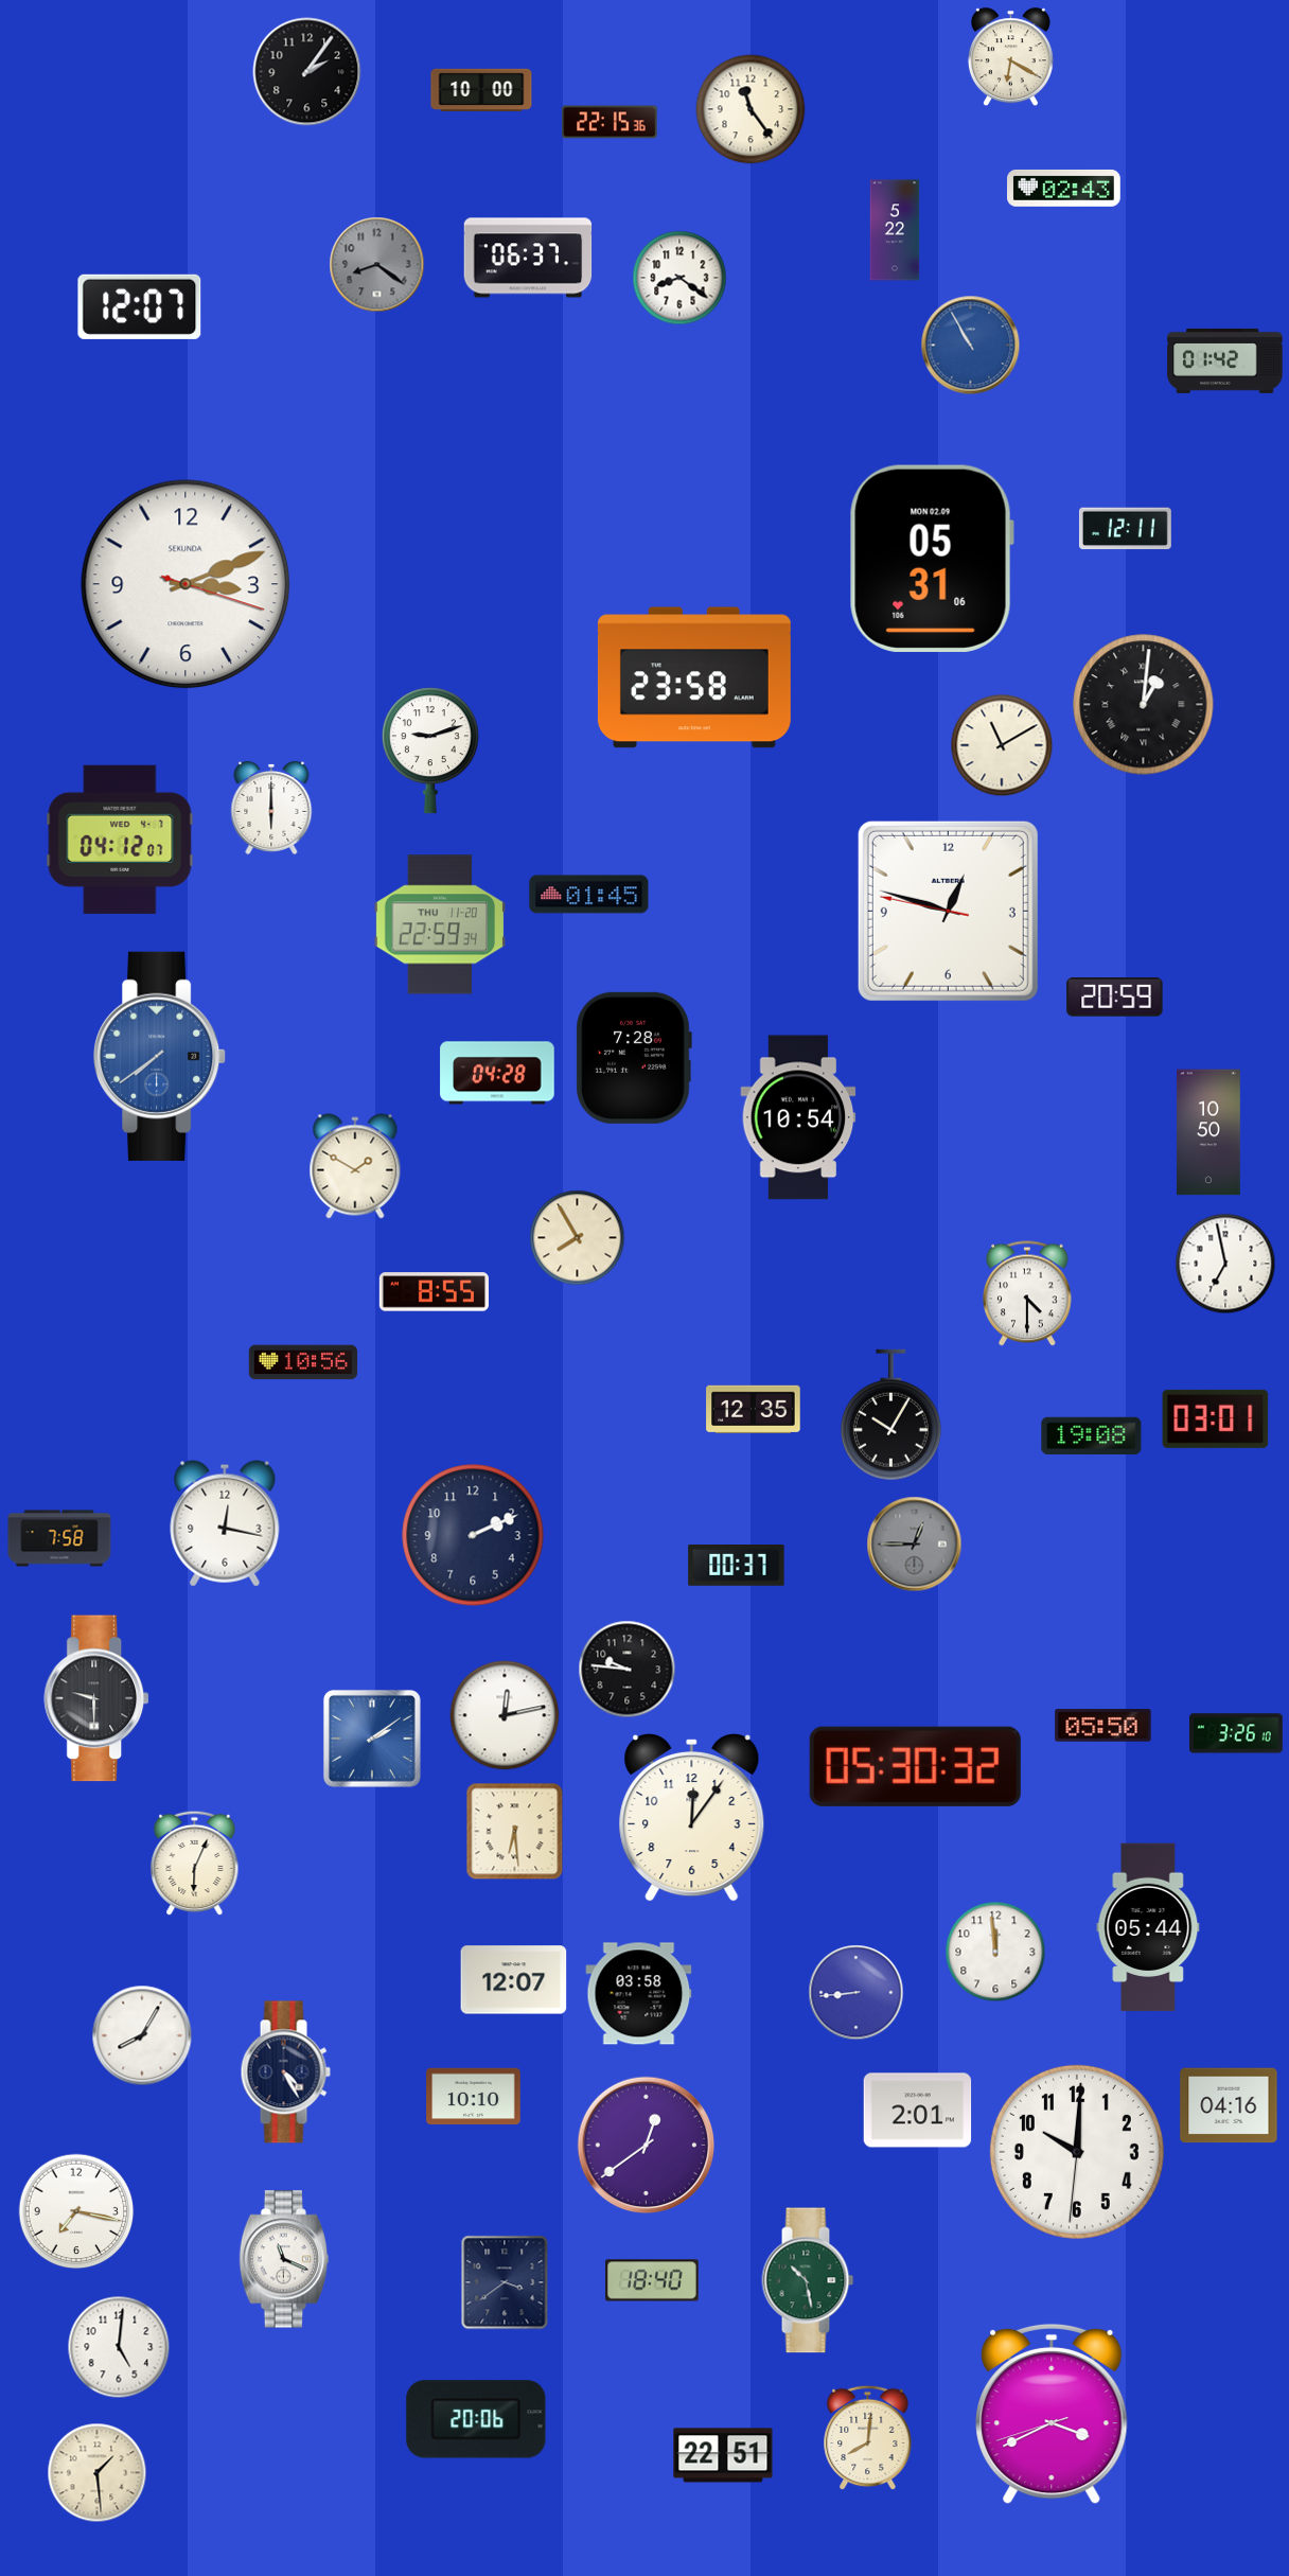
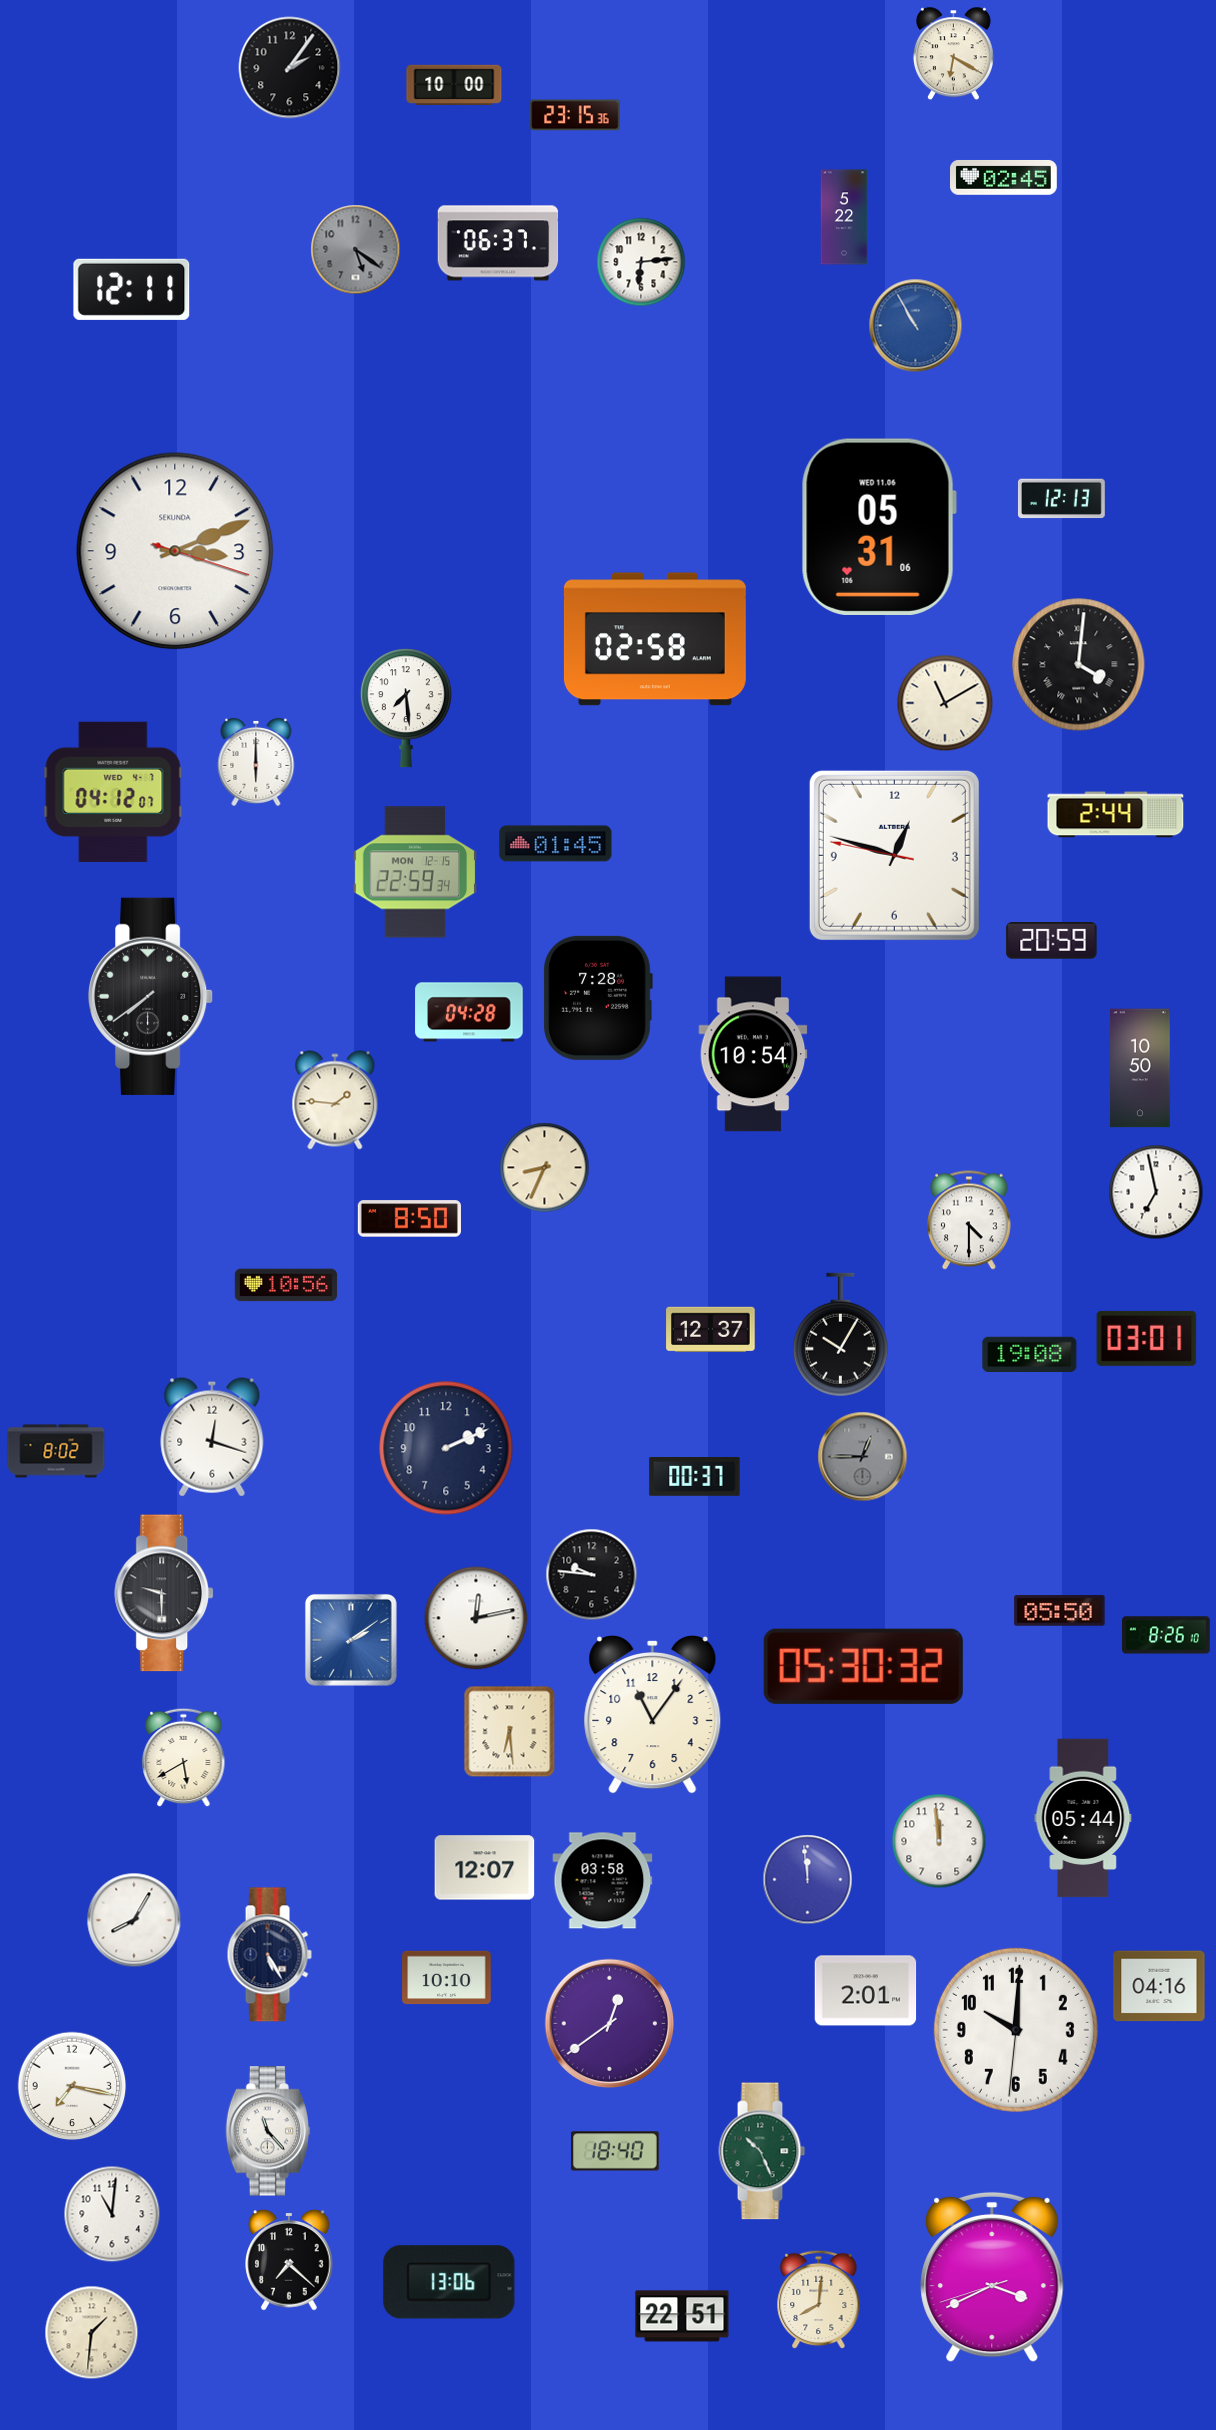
clock at (751, 109): 11:24 -> none
clock at (610, 122): 22:15 -> 23:15
clock at (1064, 189): 02:43 -> 02:45
clock at (377, 265): 8:21 -> 5:21
clock at (679, 278): 8:21 -> 6:14
clock at (140, 306): 12:07 -> 12:11
clock at (1225, 360): 01:42 -> none
clock at (1125, 529): 12:11 -> 12:13
clock at (932, 559) date: MON 02.09 -> WED 11.06
clock at (694, 677): 23:58 -> 02:58
clock at (1144, 705): 1:01 -> 4:01
clock at (430, 751): 9:12 -> 7:29
clock at (1116, 815): none -> 2:44
clock at (948, 911) position: (948, 911) -> (894, 855)
clock at (439, 924) date: THU 11-20 -> MON 12-15
clock at (160, 1056) dial: blue -> black
clock at (355, 1166): 1:50 -> 1:46
clock at (578, 1238): 7:55 -> 8:34
clock at (434, 1292): 8:55 -> 8:50
clock at (754, 1409): 12:35 -> 12:37
clock at (225, 1523): 12:17 -> 12:18
clock at (59, 1538): 7:58 -> 8:02
clock at (98, 1698) position: (98, 1698) -> (165, 1593)
clock at (1103, 1726) position: (1103, 1726) -> (1060, 1611)
clock at (1237, 1733): 3:26 -> 8:26
clock at (692, 1818): 12:06 -> 11:06
clock at (515, 1832) position: (515, 1832) -> (510, 1732)
clock at (195, 1864): 6:04 -> 5:40
clock at (857, 1993): 8:44 -> 11:59
clock at (285, 2072): 4:25 -> 5:25
clock at (283, 2259): 11:19 -> 11:23
clock at (808, 2280): 10:28 -> 10:26
clock at (505, 2282): 3:39 -> none
clock at (119, 2347): 5:01 -> 11:01
clock at (289, 2260): none -> 7:22
clock at (476, 2419): 20:06 -> 13:06
clock at (98, 2473): 1:29 -> 1:31
